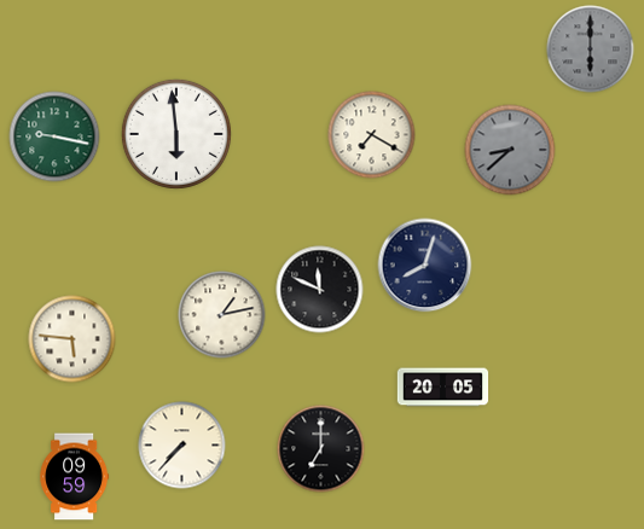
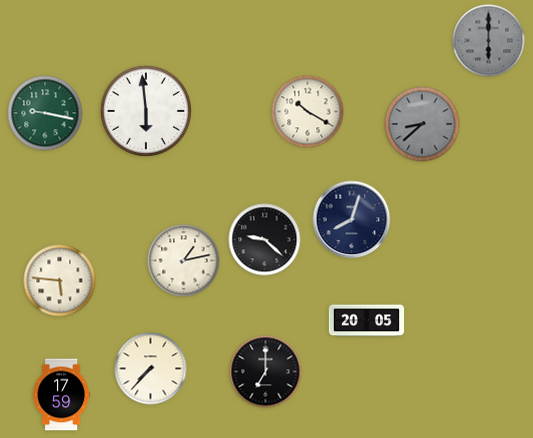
clock at (372, 135): 7:20 -> 10:20
clock at (320, 290): 11:49 -> 9:22
clock at (75, 477): 09:59 -> 17:59
